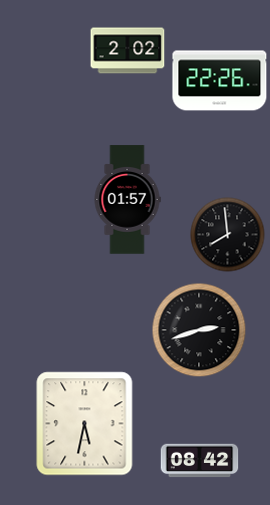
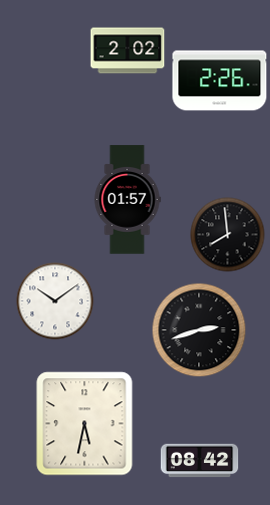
clock at (220, 81): 22:26 -> 2:26
clock at (55, 301): none -> 10:09
